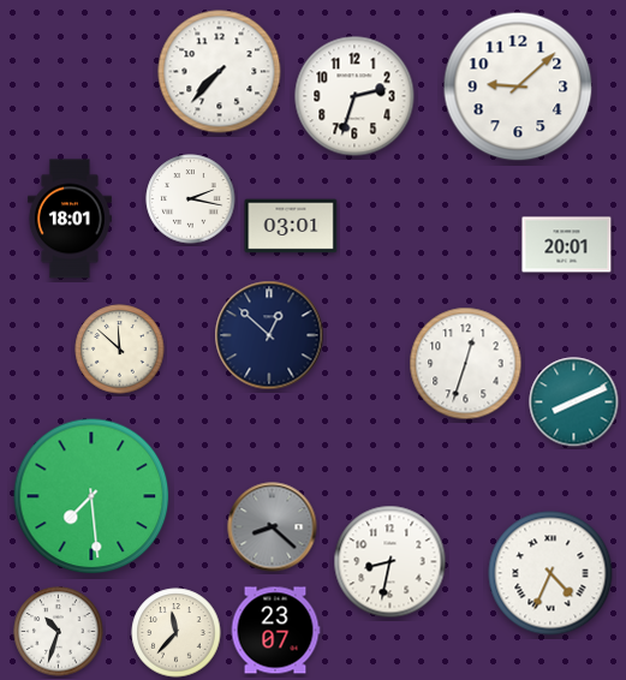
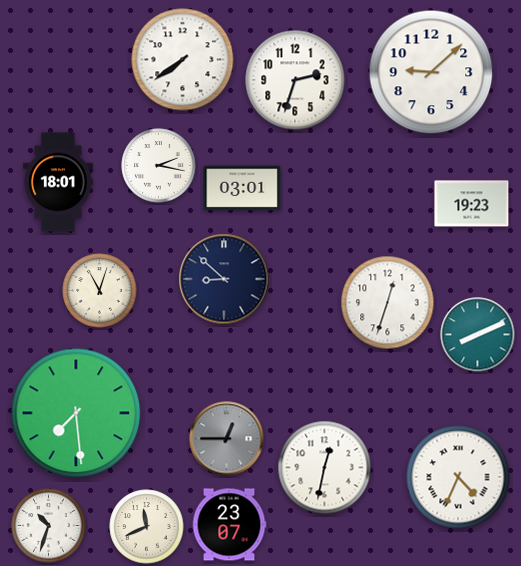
clock at (220, 72): 7:37 -> 7:39
clock at (567, 245): 20:01 -> 19:23
clock at (269, 335): 12:52 -> 8:52
clock at (120, 350): 11:52 -> 11:03
clock at (273, 527): 8:22 -> 12:45
clock at (390, 562): 8:32 -> 12:32
clock at (177, 633): 11:37 -> 11:41
